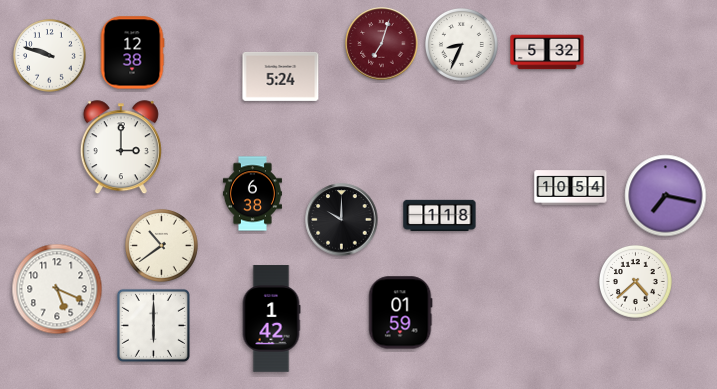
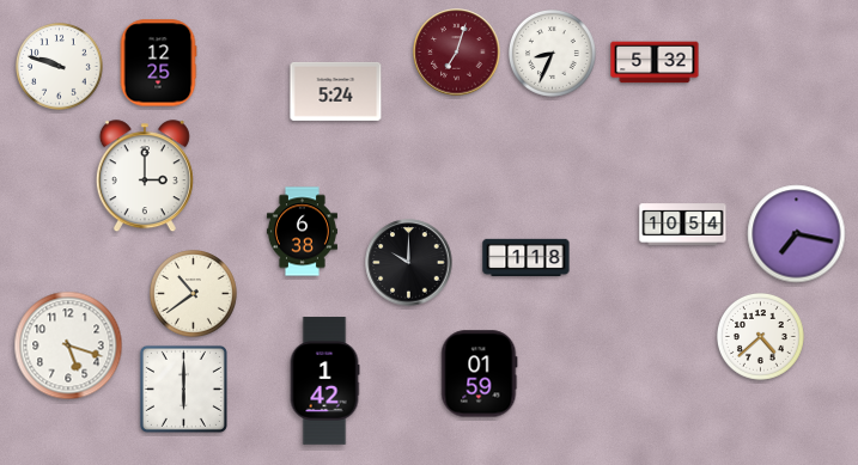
clock at (132, 53): 12:38 -> 12:25
clock at (57, 289): 5:19 -> 5:18
